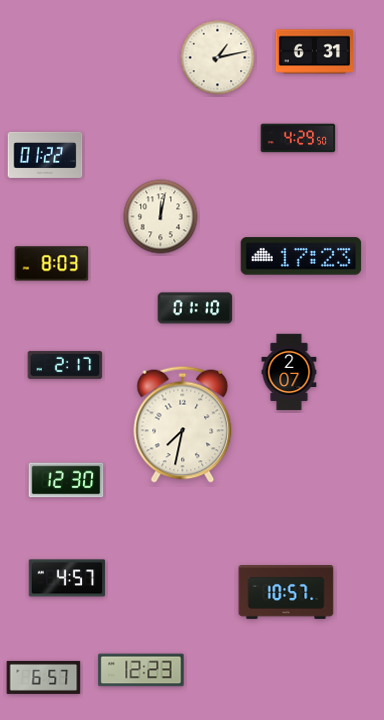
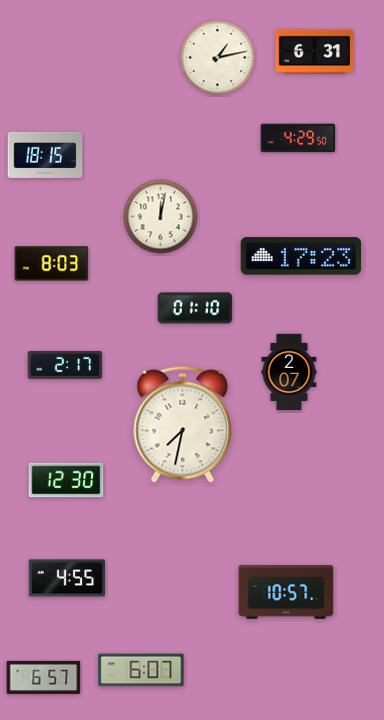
clock at (45, 155): 01:22 -> 18:15
clock at (67, 578): 4:57 -> 4:55
clock at (141, 670): 12:23 -> 6:07
